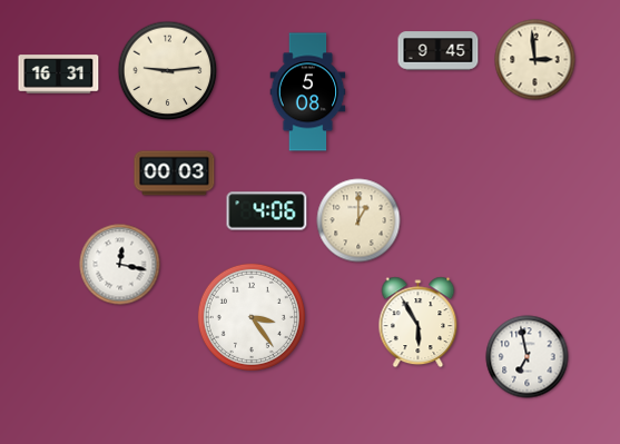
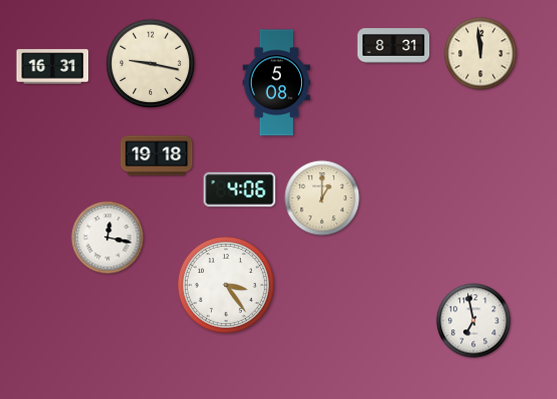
clock at (439, 51): 9:45 -> 8:31
clock at (535, 60): 2:59 -> 11:59
clock at (168, 71): 9:14 -> 9:17
clock at (175, 174): 00:03 -> 19:18
clock at (419, 323): 5:55 -> none
